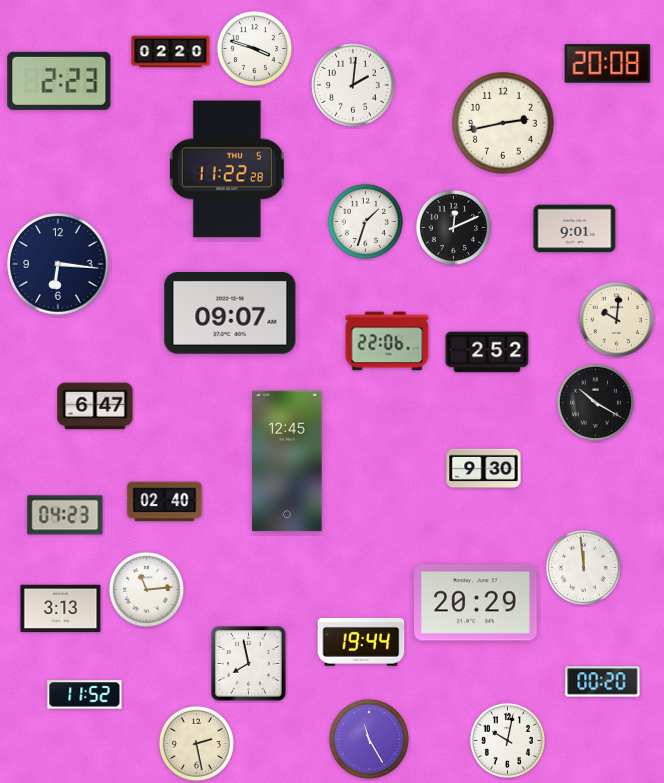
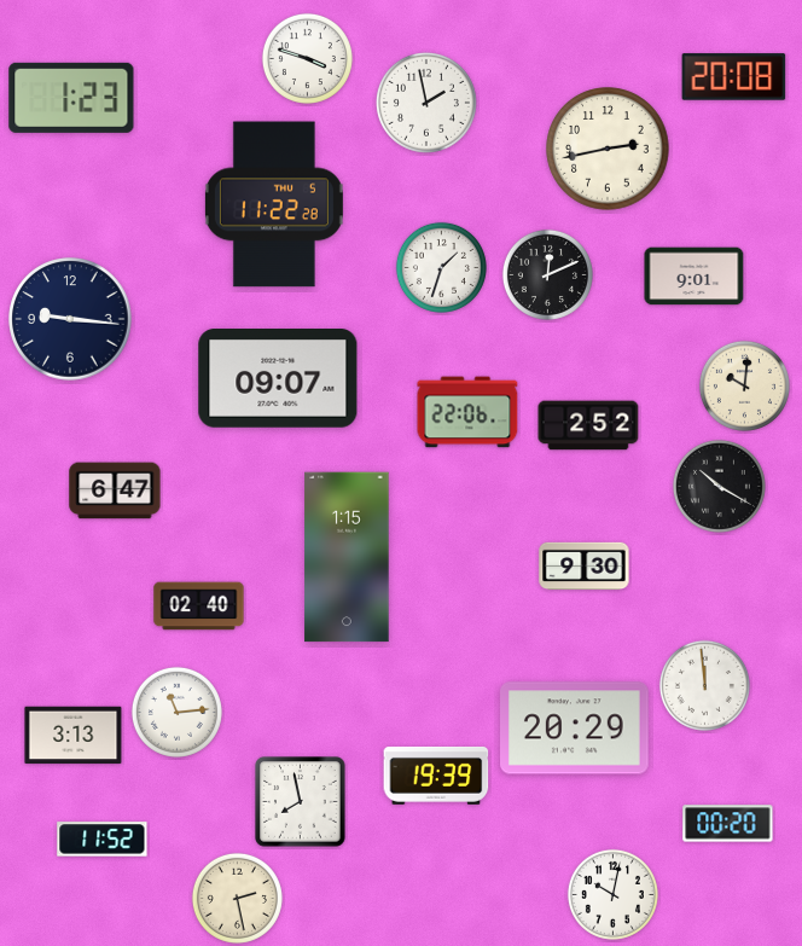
clock at (171, 52): 02:20 -> none
clock at (59, 81): 2:23 -> 1:23
clock at (353, 85): 2:01 -> 1:58
clock at (58, 264): 6:16 -> 9:16
clock at (287, 461): 12:45 -> 1:15
clock at (65, 515): 04:23 -> none
clock at (361, 642): 19:44 -> 19:39
clock at (369, 739): 11:25 -> none
